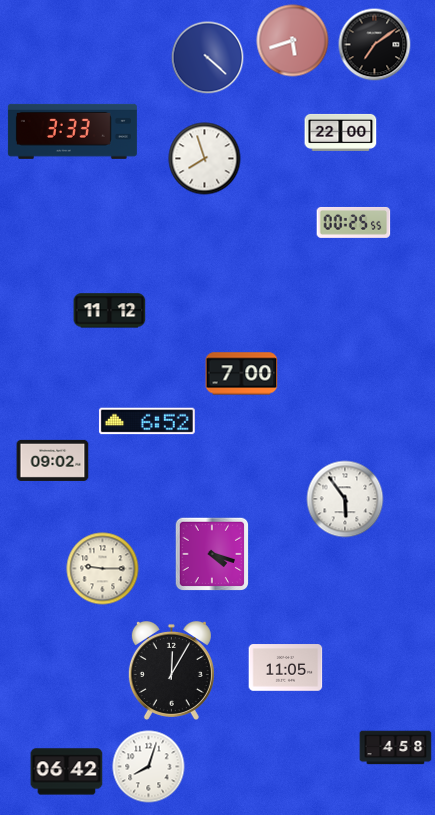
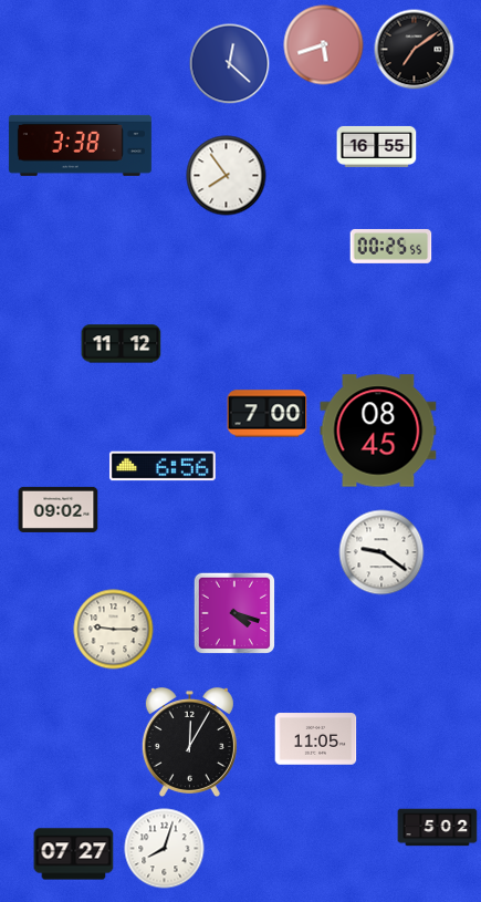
clock at (208, 58): 4:22 -> 12:22
clock at (72, 131): 3:33 -> 3:38
clock at (341, 132): 22:00 -> 16:55
clock at (205, 159): 7:57 -> 7:54
clock at (378, 431): none -> 08:45
clock at (147, 421): 6:52 -> 6:56
clock at (345, 499): 5:54 -> 9:21
clock at (396, 748): 4:58 -> 5:02
clock at (67, 772): 06:42 -> 07:27
